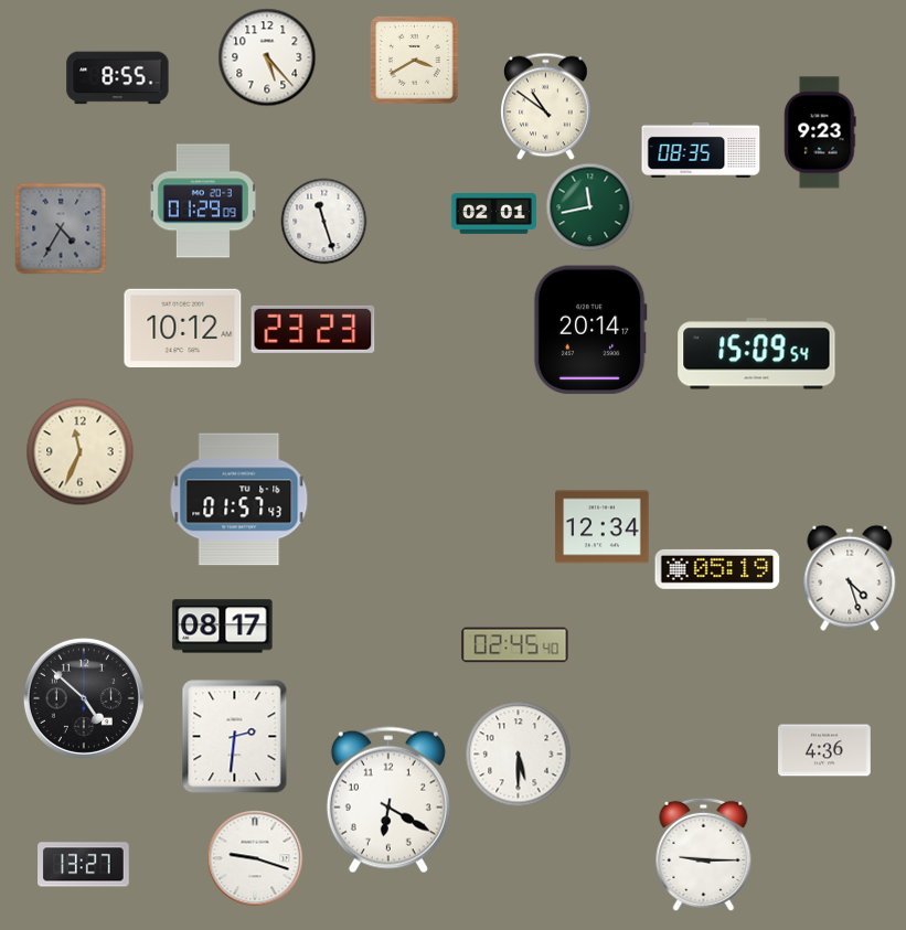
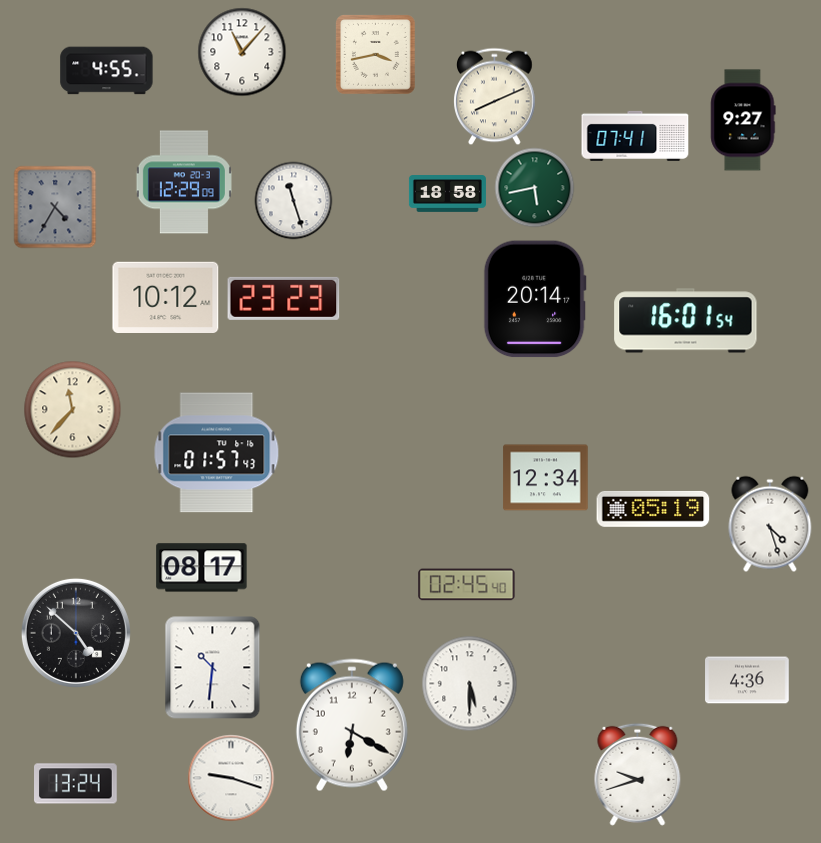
clock at (267, 57): 5:23 -> 11:07
clock at (414, 60): 3:40 -> 3:43
clock at (118, 78): 8:55 -> 4:55
clock at (546, 106): 10:51 -> 8:11
clock at (820, 132): 9:23 -> 9:27
clock at (701, 150): 08:35 -> 07:41
clock at (203, 201): 01:29 -> 12:29
clock at (589, 206): 11:43 -> 5:43
clock at (493, 214): 02:01 -> 18:58
clock at (757, 354): 15:09 -> 16:01
clock at (79, 451): 11:34 -> 11:37
clock at (717, 569) position: (717, 569) -> (653, 509)
clock at (235, 737): 2:31 -> 10:31
clock at (704, 854): 9:15 -> 9:42
clock at (84, 865): 13:27 -> 13:24
